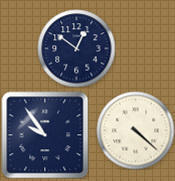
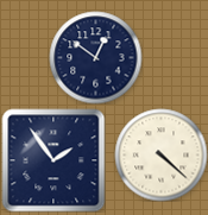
clock at (76, 48) position: (76, 48) -> (95, 57)
clock at (45, 135): 9:54 -> 1:54
